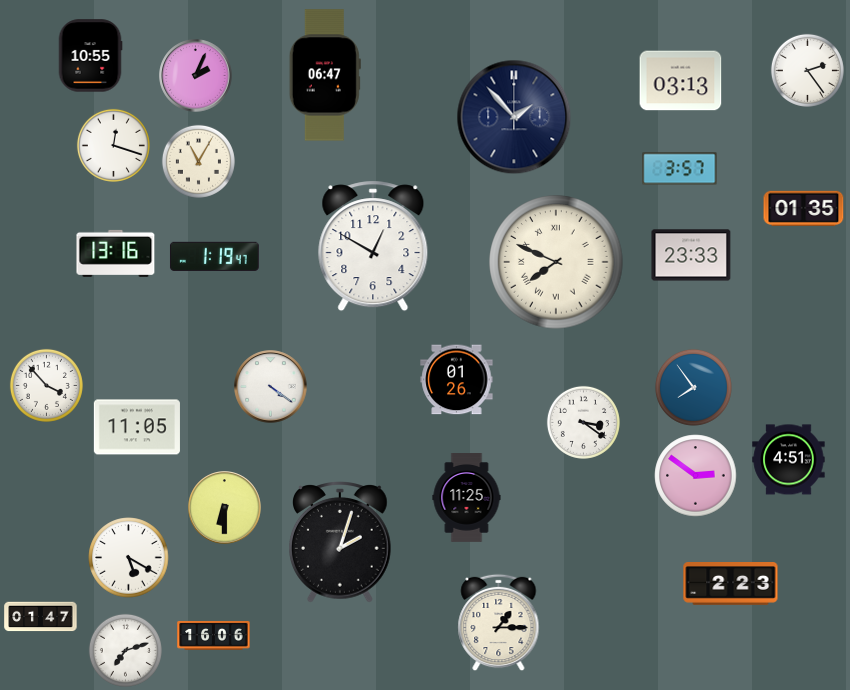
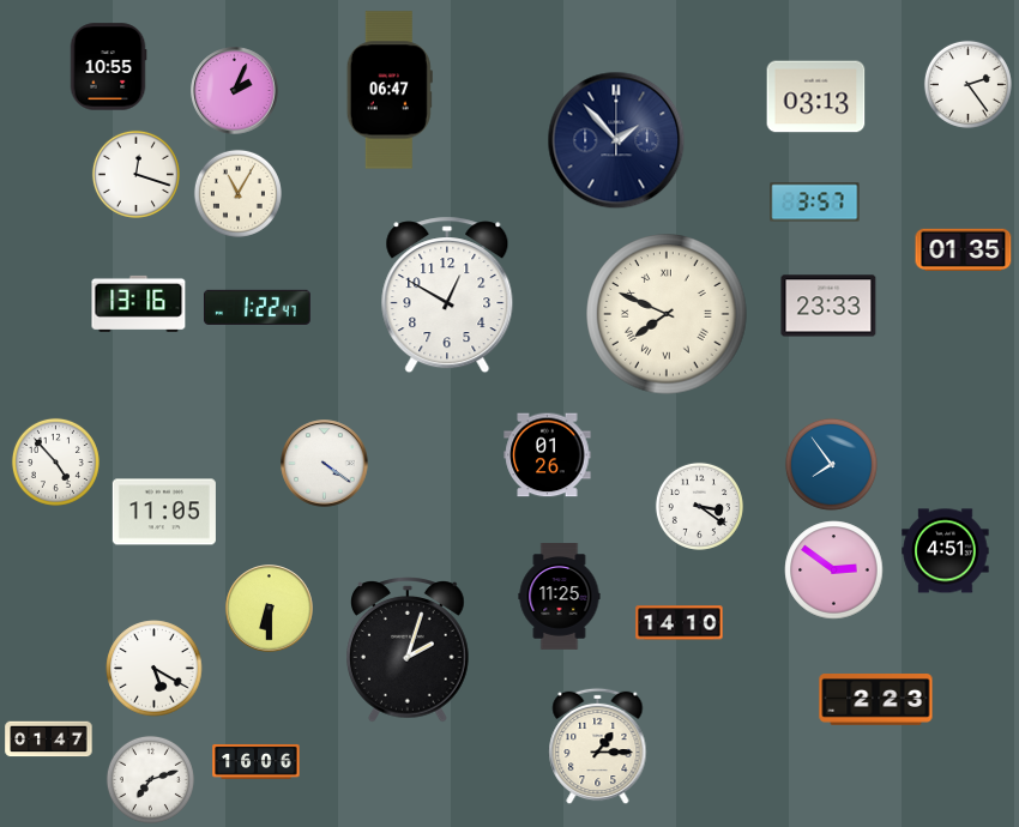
clock at (214, 256): 1:19 -> 1:22
clock at (46, 385): 3:53 -> 4:53
clock at (680, 623): none -> 14:10
